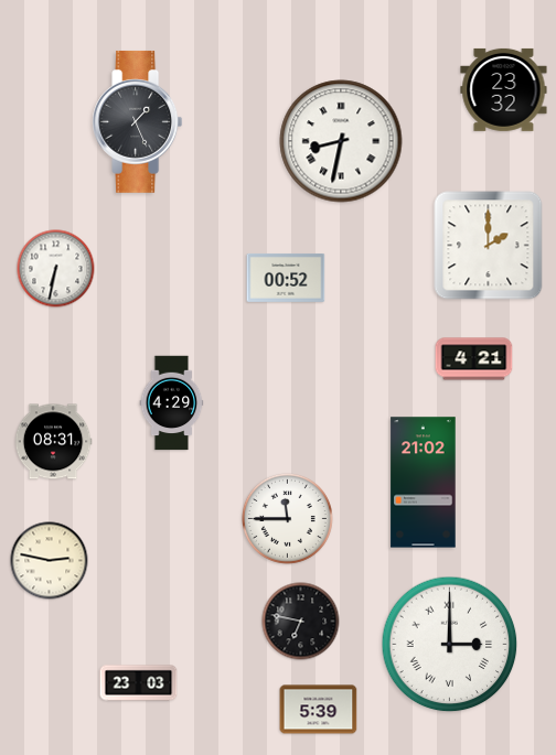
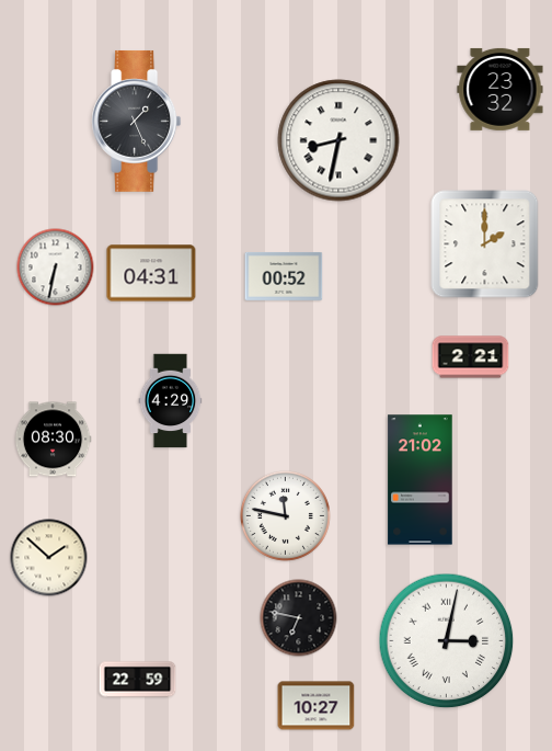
clock at (151, 273): none -> 04:31
clock at (474, 359): 4:21 -> 2:21
clock at (53, 442): 08:31 -> 08:30
clock at (287, 518): 11:45 -> 11:47
clock at (50, 561): 2:47 -> 1:52
clock at (450, 645): 3:00 -> 3:02
clock at (139, 683): 23:03 -> 22:59
clock at (319, 710): 5:39 -> 10:27
